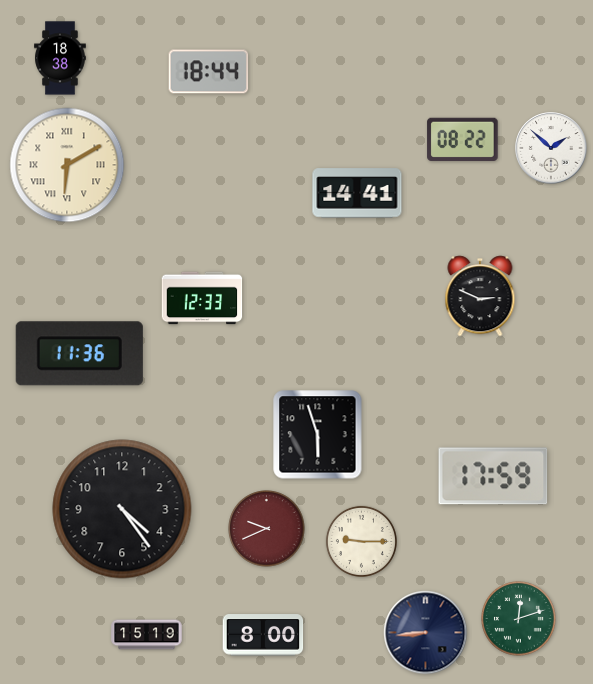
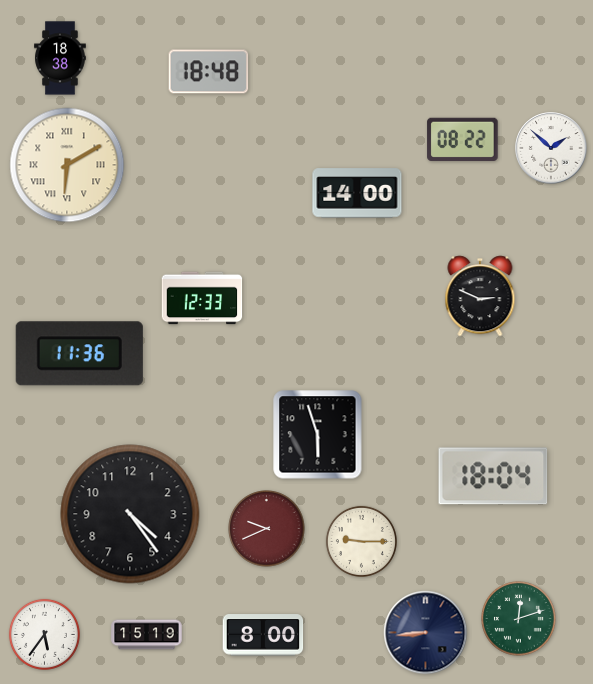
clock at (209, 72): 18:44 -> 18:48
clock at (357, 193): 14:41 -> 14:00
clock at (493, 476): 17:59 -> 18:04
clock at (122, 509) position: (122, 509) -> (130, 514)
clock at (44, 634): none -> 5:36
